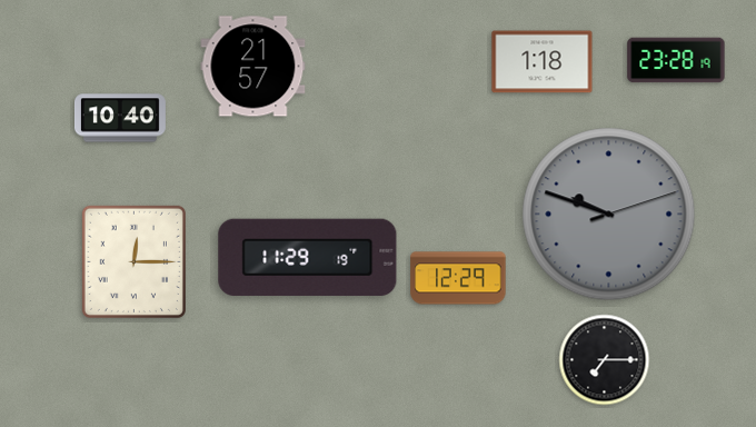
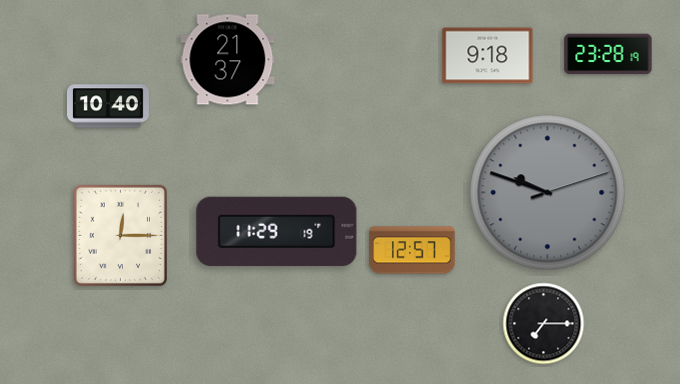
clock at (543, 62): 1:18 -> 9:18
clock at (253, 67): 21:57 -> 21:37
clock at (458, 278): 12:29 -> 12:57
